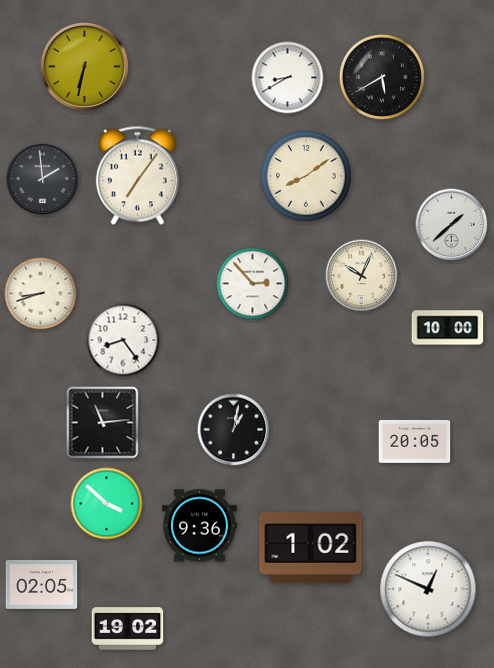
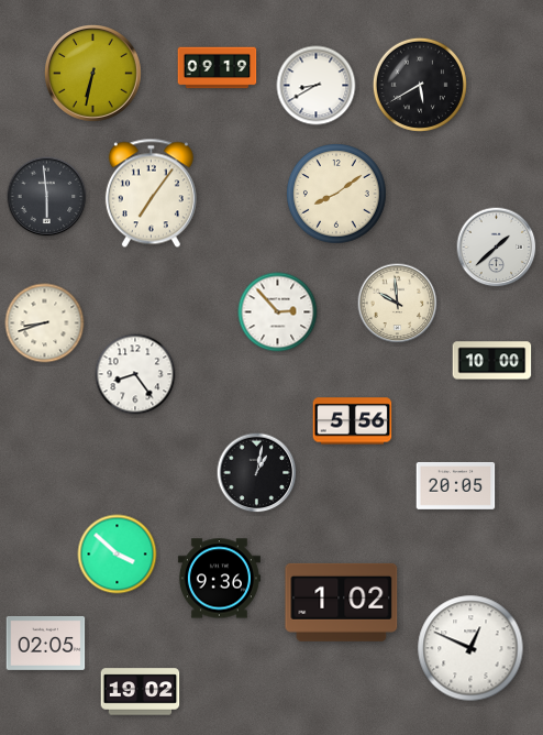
clock at (218, 68): none -> 09:19
clock at (43, 179): 1:59 -> 5:59
clock at (362, 276): 10:04 -> 9:59
clock at (353, 421): none -> 5:56
clock at (103, 423): 11:14 -> none
